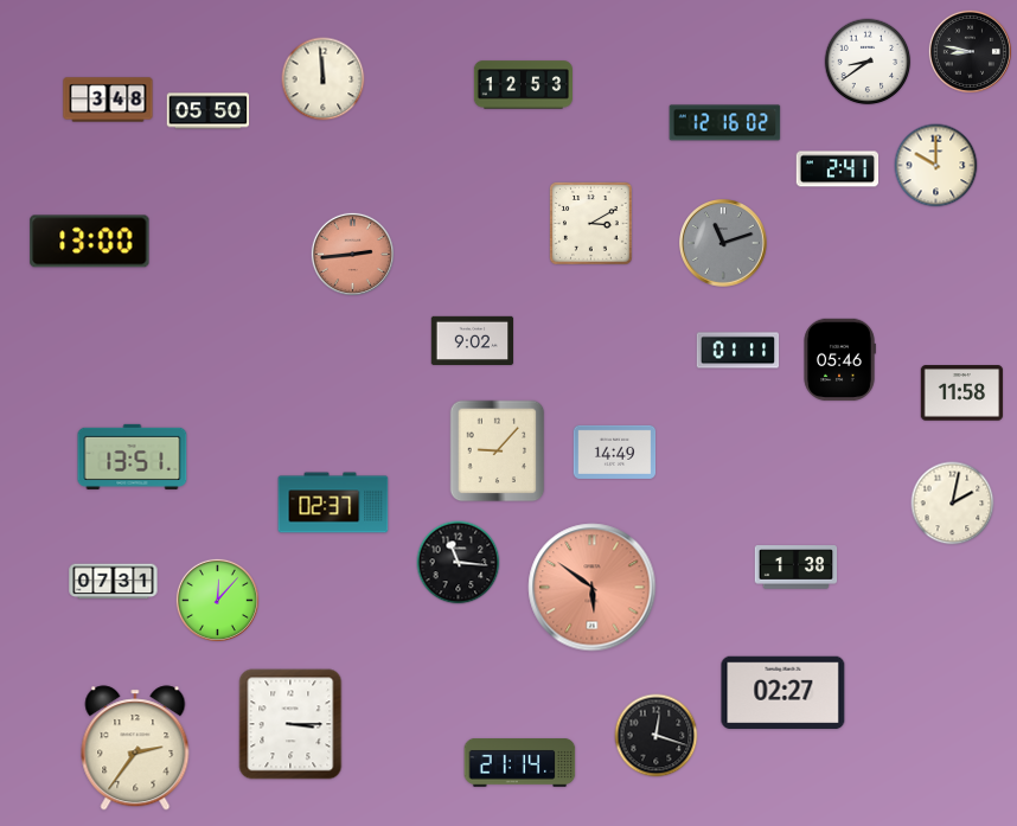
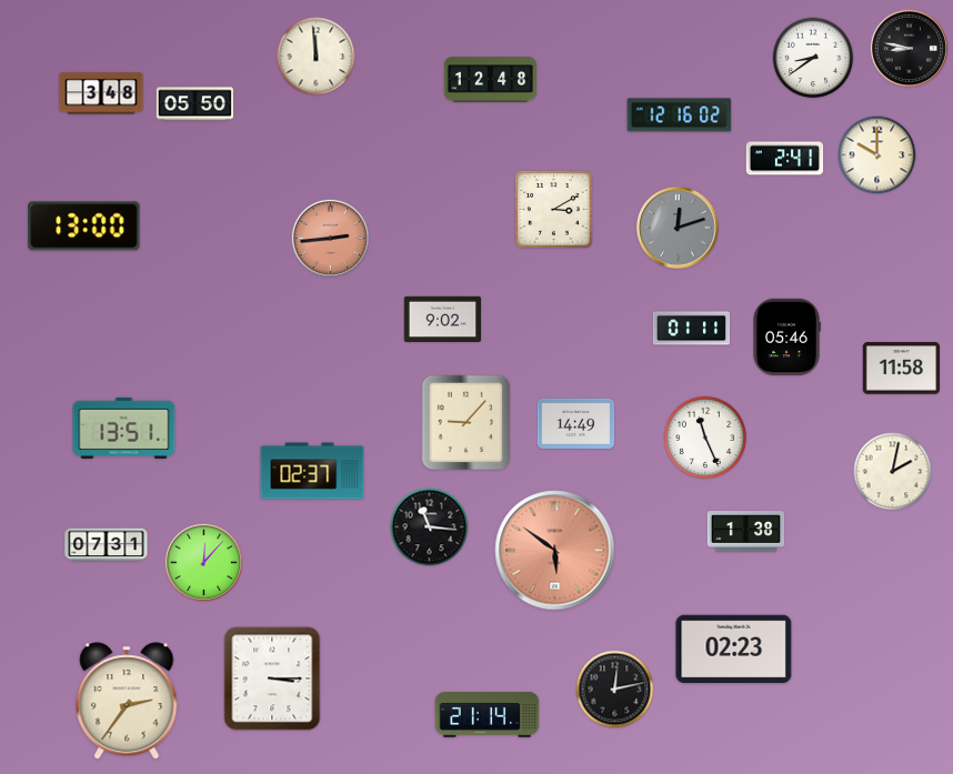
clock at (324, 79) position: (324, 79) -> (317, 57)
clock at (523, 85): 12:53 -> 12:48
clock at (723, 243): 11:12 -> 12:12
clock at (704, 436): none -> 11:26
clock at (783, 693): 02:27 -> 02:23
clock at (657, 736): 12:18 -> 12:13
